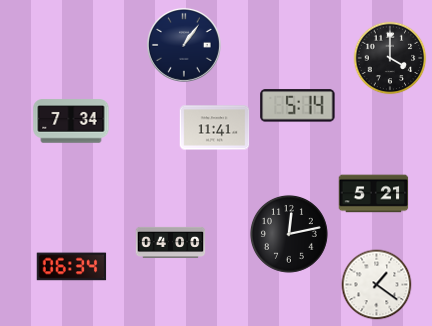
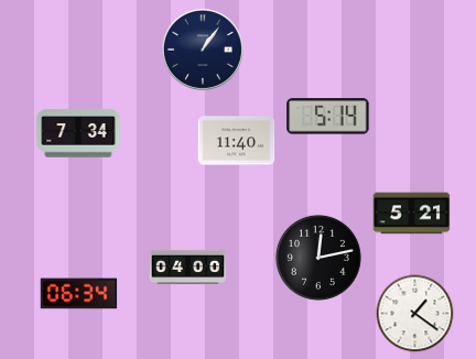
clock at (390, 58): 4:00 -> none
clock at (215, 128): 11:41 -> 11:40
